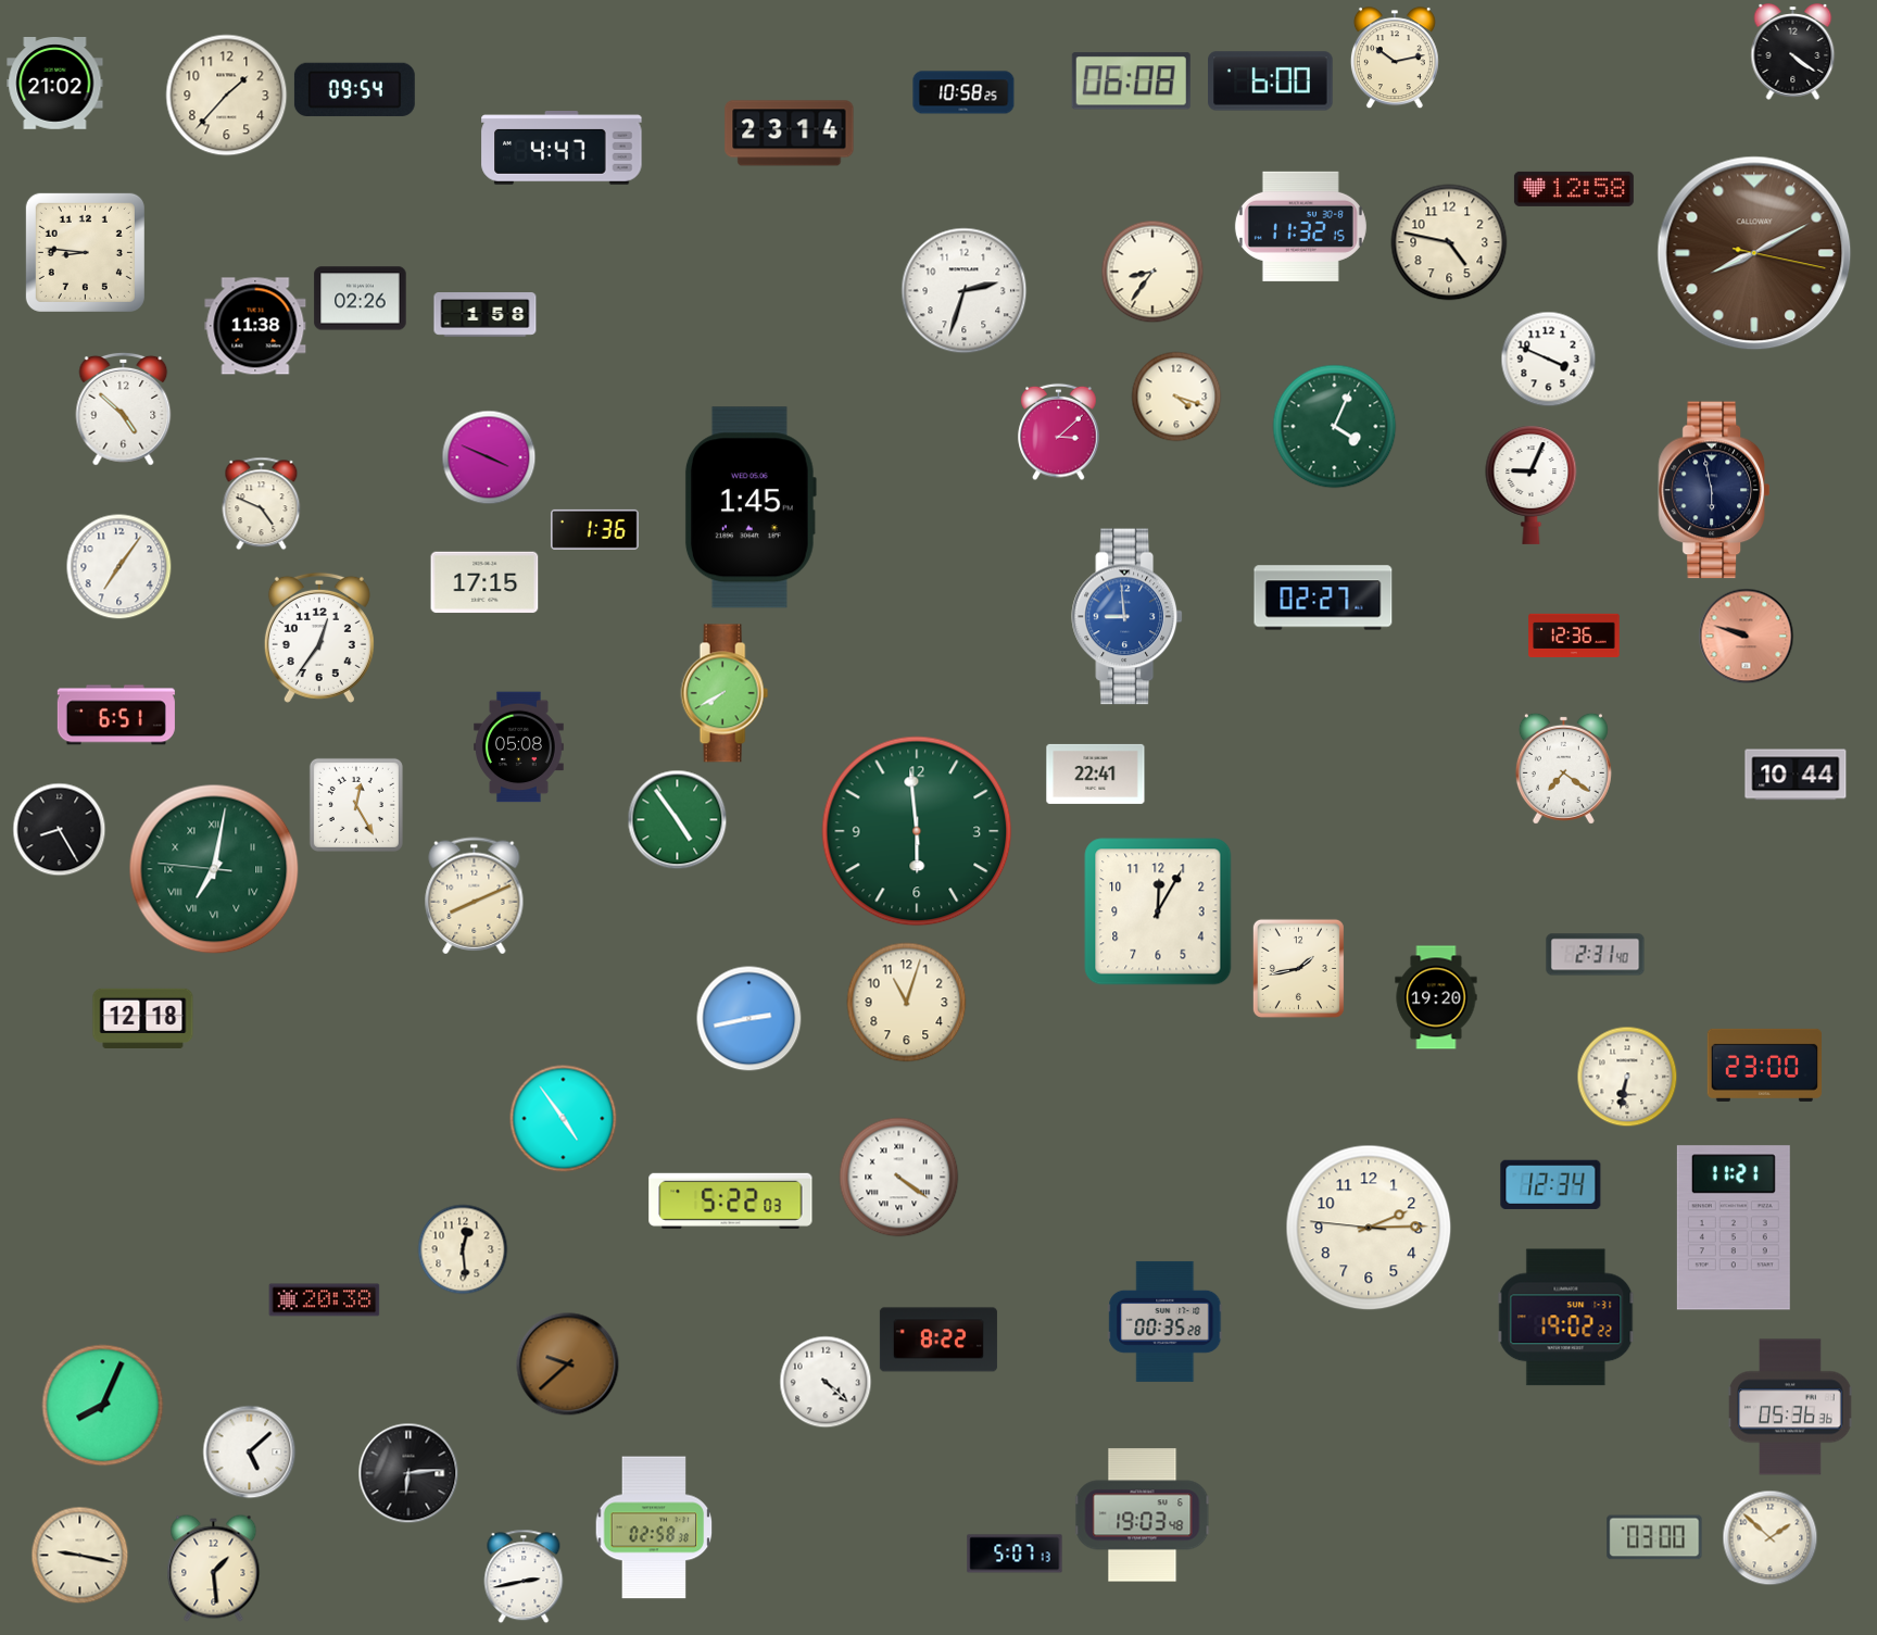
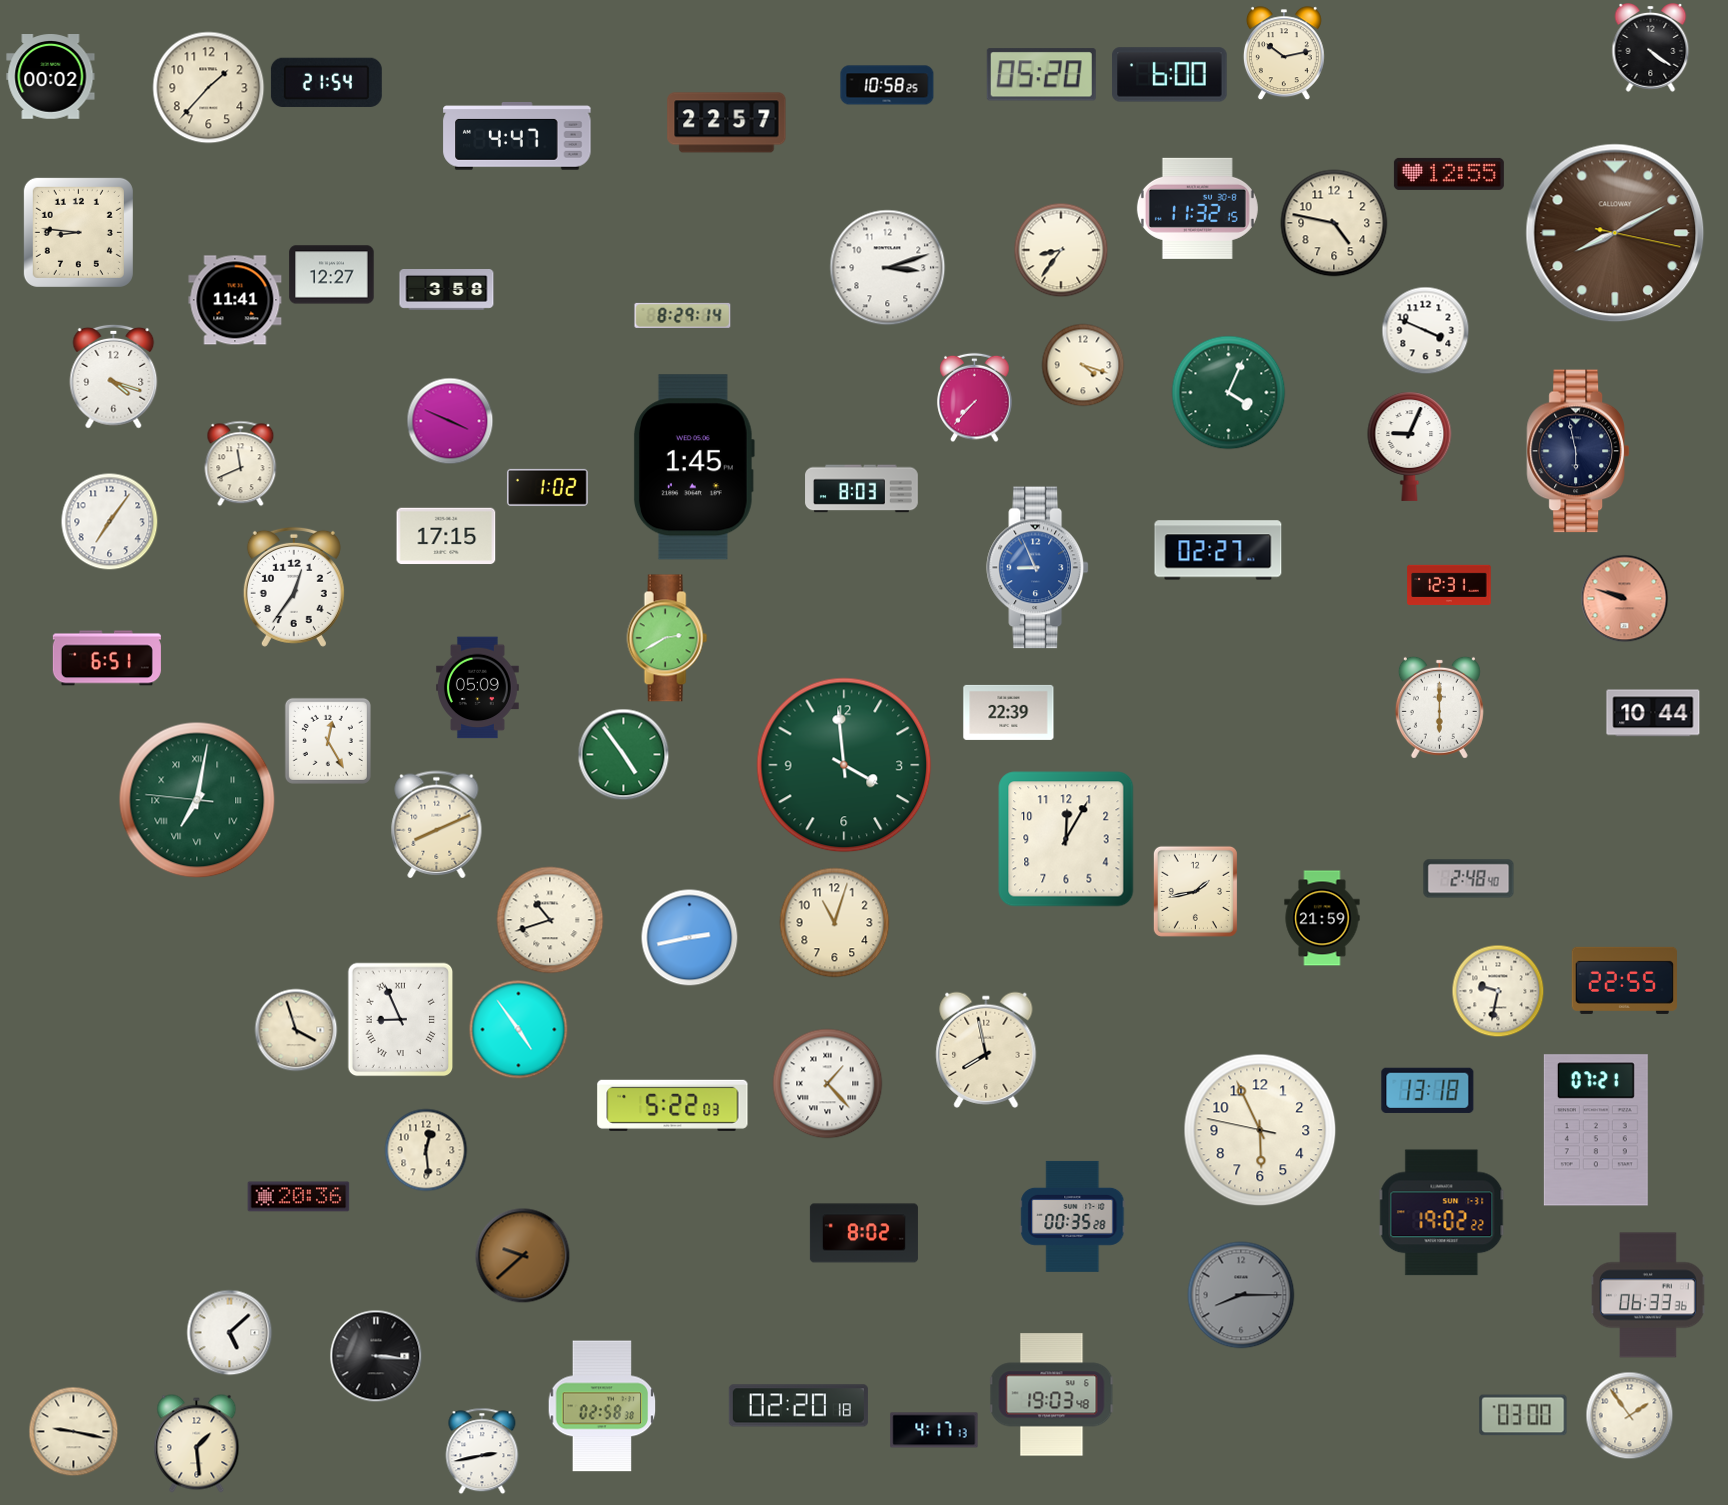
clock at (1131, 81): 06:08 -> 05:20
clock at (55, 84): 21:02 -> 00:02
clock at (354, 89): 09:54 -> 21:54
clock at (790, 134): 23:14 -> 22:57
clock at (1574, 189): 12:58 -> 12:55
clock at (965, 291): 2:33 -> 3:12
clock at (361, 299): 02:26 -> 12:27
clock at (486, 315): 1:58 -> 3:58
clock at (255, 326): 11:38 -> 11:41
clock at (683, 315): none -> 8:29
clock at (124, 408): 4:52 -> 4:18
clock at (1059, 432): 3:08 -> 7:37
clock at (262, 504): 4:49 -> 11:41
clock at (751, 507) position: (751, 507) -> (694, 467)
clock at (594, 529): 1:36 -> 1:02
clock at (862, 489): none -> 8:03
clock at (1126, 617): 8:59 -> 8:56
clock at (1574, 636): 12:36 -> 12:31
clock at (1747, 637) position: (1747, 637) -> (1625, 599)
clock at (725, 693): 7:40 -> 2:40
clock at (519, 747): 05:08 -> 05:09
clock at (1563, 768): 7:21 -> 6:00
clock at (1096, 774): 22:41 -> 22:39
clock at (60, 830): 8:25 -> none
clock at (917, 831): 5:59 -> 3:59
clock at (1596, 955): 2:31 -> 2:48
clock at (1436, 997): 19:20 -> 21:59
clock at (550, 920): none -> 10:42
clock at (143, 1018): 12:18 -> none
clock at (1764, 1065): 23:00 -> 22:55
clock at (1627, 1077): 6:32 -> 9:32
clock at (401, 1020): none -> 8:56
clock at (296, 1030): none -> 3:57
clock at (986, 1050): none -> 7:58
clock at (899, 1178): 4:21 -> 1:23
clock at (1551, 1184): 12:34 -> 13:18
clock at (1369, 1228): 2:14 -> 5:55
clock at (1734, 1228): 11:21 -> 07:21
clock at (325, 1300): 20:38 -> 20:36
clock at (938, 1340): 8:22 -> 8:02
clock at (826, 1382): 4:22 -> none
clock at (103, 1406): 8:04 -> none
clock at (1241, 1295): none -> 8:15
clock at (1790, 1407): 05:36 -> 06:33
clock at (250, 1452) position: (250, 1452) -> (230, 1333)
clock at (408, 1473): 6:14 -> 3:16
clock at (798, 1406): none -> 02:20
clock at (1771, 1538): 1:52 -> 1:54
clock at (1015, 1554): 5:07 -> 4:17
